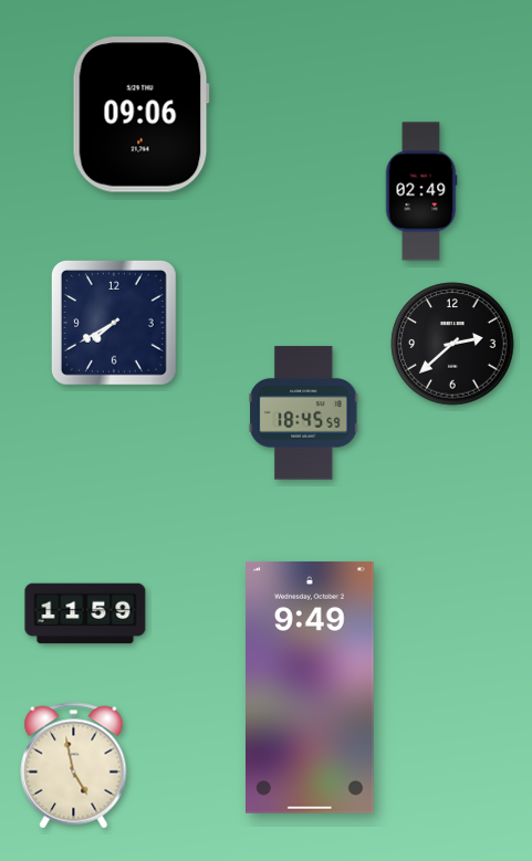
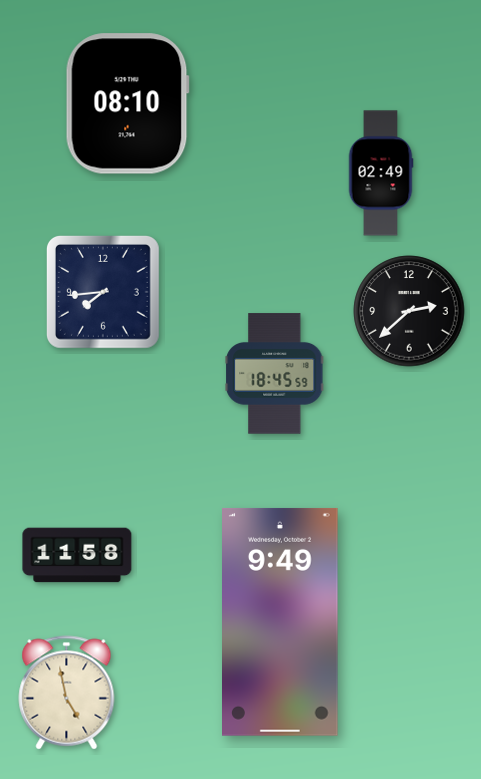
clock at (140, 115): 09:06 -> 08:10
clock at (114, 323): 7:40 -> 7:44
clock at (85, 613): 11:59 -> 11:58
